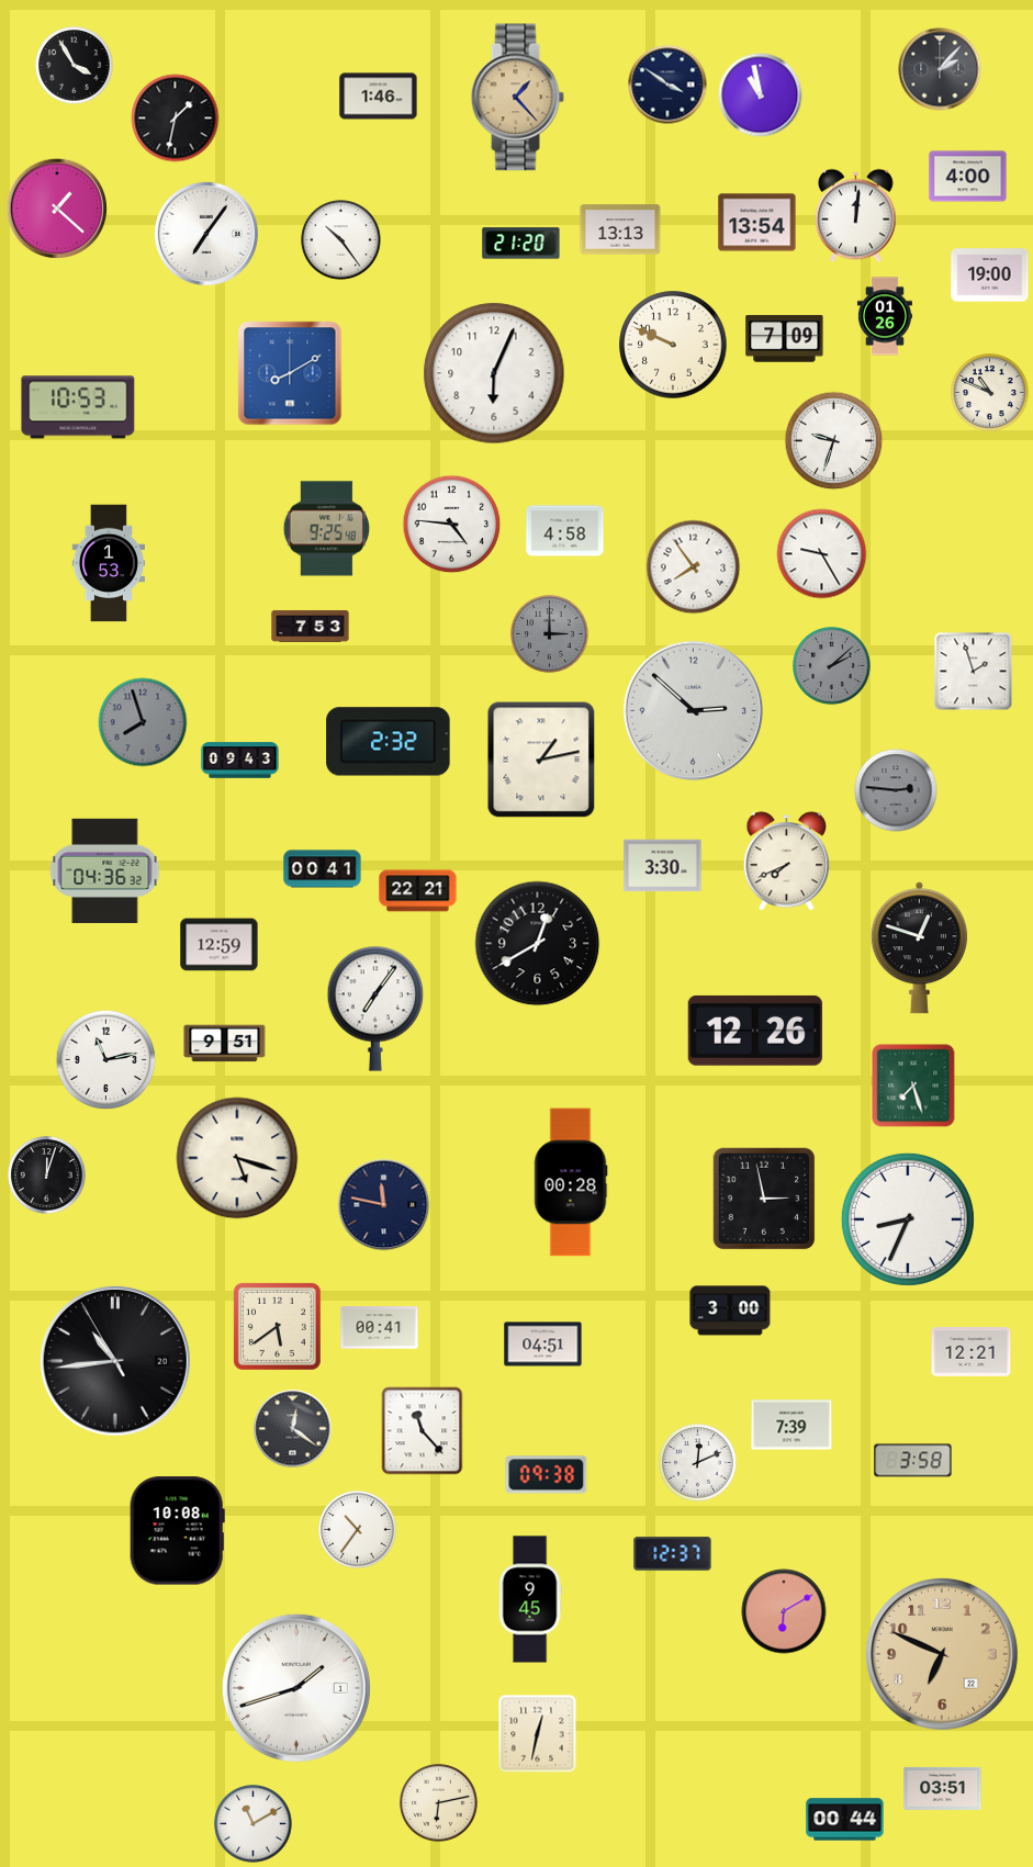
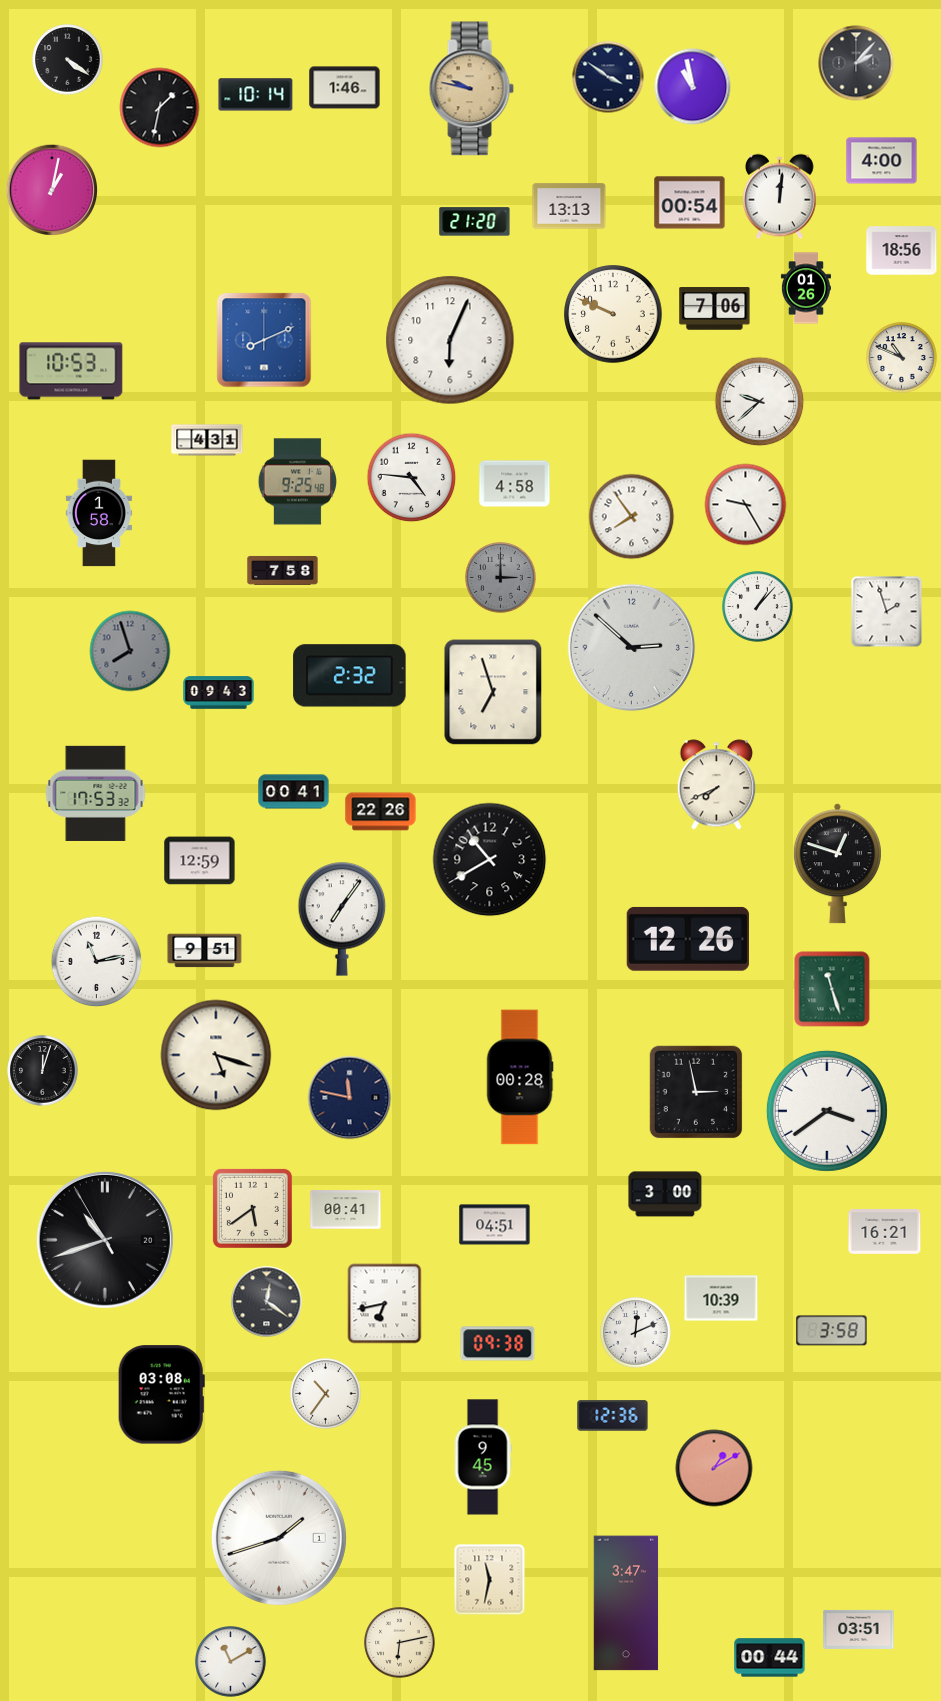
clock at (75, 66): 3:55 -> 4:21
clock at (517, 98): 1:23 -> 9:47
clock at (256, 95): none -> 10:14
clock at (57, 209): 1:22 -> 1:02
clock at (757, 223): 13:54 -> 00:54
clock at (620, 229) position: (620, 229) -> (569, 206)
clock at (206, 234): 7:06 -> none
clock at (341, 240): 10:24 -> none
clock at (990, 275): 19:00 -> 18:56
clock at (785, 339): 7:09 -> 7:06
clock at (290, 373): 8:10 -> 8:11
clock at (834, 441): 9:33 -> 9:38
clock at (207, 440): none -> 4:31
clock at (822, 554) position: (822, 554) -> (746, 505)
clock at (108, 563): 1:53 -> 1:58
clock at (311, 626): 7:53 -> 7:58
clock at (832, 666): 2:08 -> 1:07
clock at (832, 666) dial: grey -> white
clock at (143, 722) position: (143, 722) -> (130, 651)
clock at (389, 742) position: (389, 742) -> (350, 676)
clock at (541, 760): 1:13 -> 6:57
clock at (896, 790): 2:46 -> none
clock at (663, 866): 3:30 -> none
clock at (105, 870): 04:36 -> 17:53
clock at (418, 891): 22:21 -> 22:26
clock at (538, 944): 12:40 -> 10:40
clock at (106, 1060) position: (106, 1060) -> (97, 962)
clock at (913, 1086): 7:27 -> 11:27
clock at (908, 1219): 8:34 -> 3:39
clock at (972, 1352): 12:21 -> 16:21
clock at (115, 1361): 10:43 -> 10:41
clock at (791, 1425): 7:39 -> 10:39
clock at (423, 1431): 11:23 -> 6:43
clock at (177, 1531): 10:08 -> 03:08
clock at (673, 1554): 12:37 -> 12:36
clock at (784, 1611): 6:10 -> 1:10
clock at (942, 1654): 6:49 -> none
clock at (296, 1688) position: (296, 1688) -> (279, 1538)
clock at (538, 1734): 12:32 -> 11:32
clock at (626, 1603): none -> 3:47
